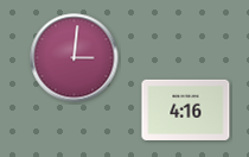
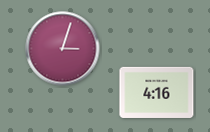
clock at (75, 58): 3:01 -> 3:03
